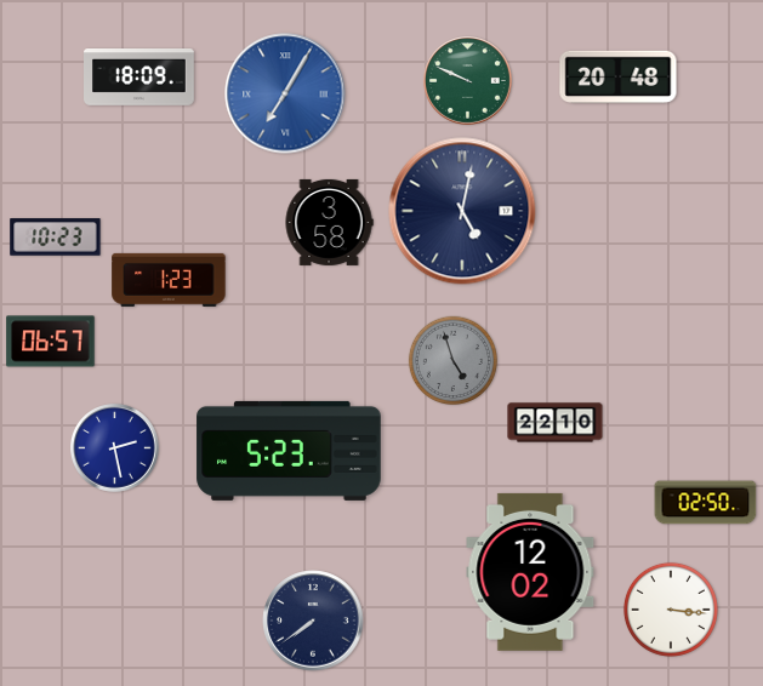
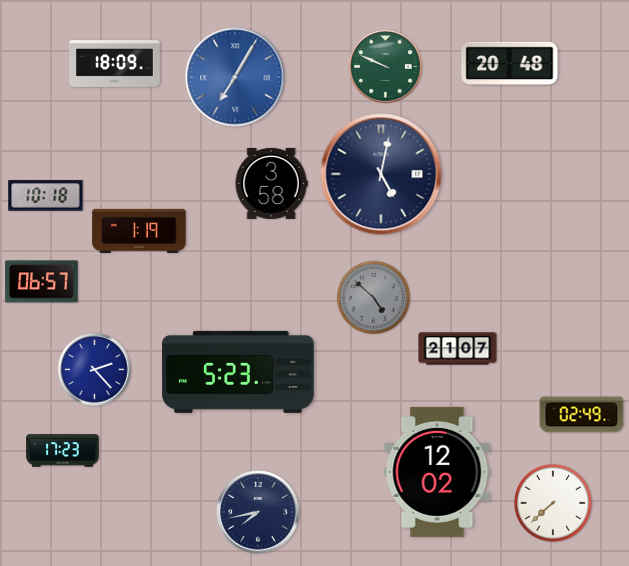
clock at (56, 238): 10:23 -> 10:18
clock at (169, 280): 1:23 -> 1:19
clock at (452, 360): 4:57 -> 4:52
clock at (556, 423): 22:10 -> 21:07
clock at (115, 448): 2:28 -> 2:23
clock at (706, 503): 02:50 -> 02:49
clock at (63, 451): none -> 17:23
clock at (671, 610): 3:16 -> 7:38
clock at (313, 621): 7:39 -> 7:43
